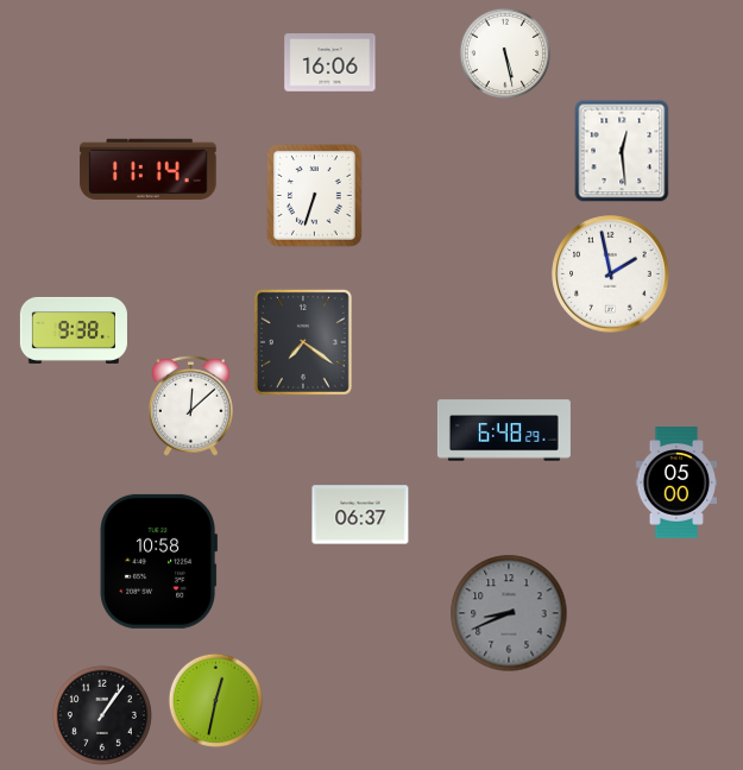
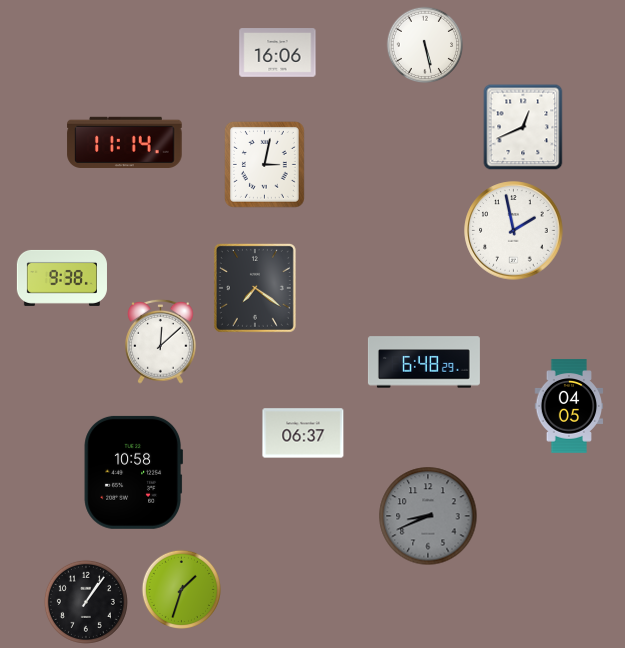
clock at (622, 151): 12:29 -> 12:41
clock at (314, 196): 6:33 -> 3:02
clock at (676, 482): 05:00 -> 04:05
clock at (215, 700): 12:32 -> 1:33
